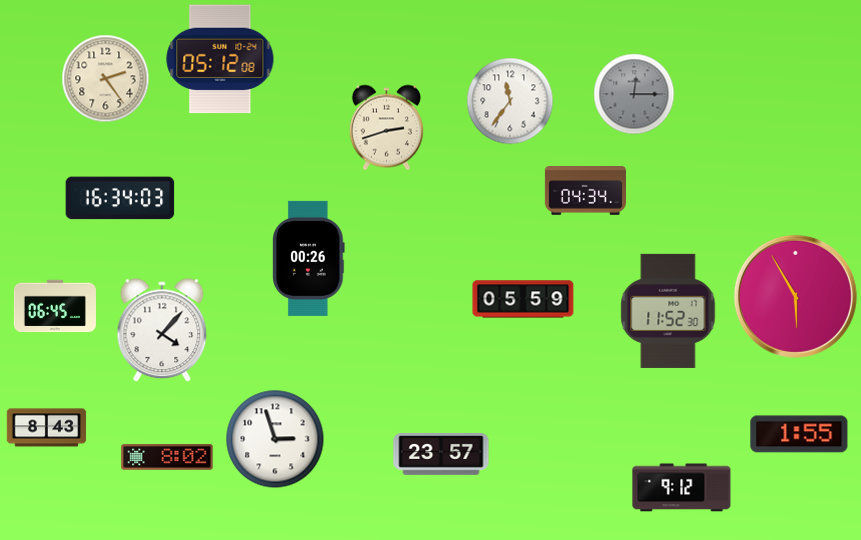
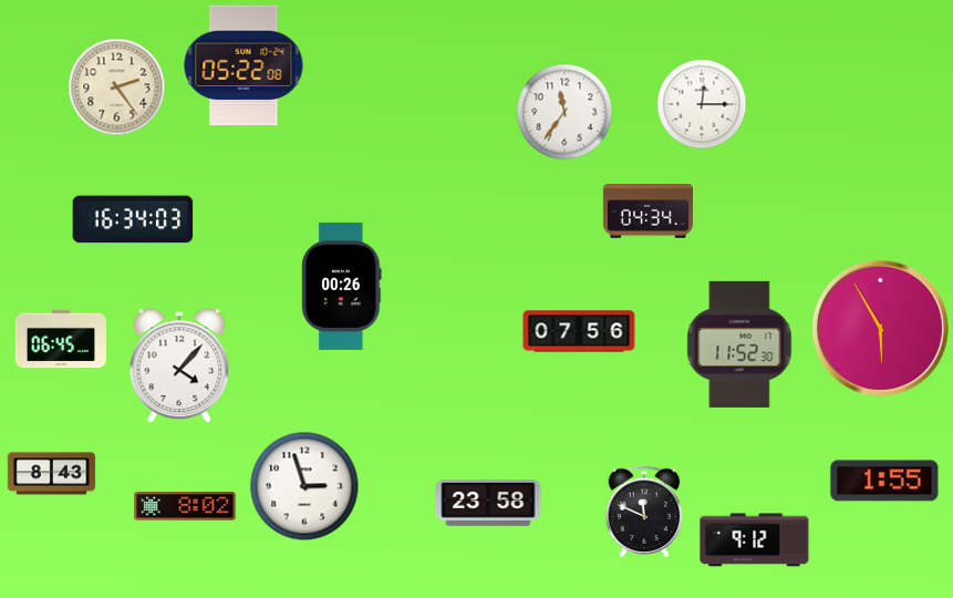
clock at (220, 59): 05:12 -> 05:22
clock at (634, 94) dial: grey -> white
clock at (386, 128): 2:42 -> none
clock at (523, 299): 05:59 -> 07:56
clock at (441, 455): 23:57 -> 23:58
clock at (644, 512): none -> 11:49
